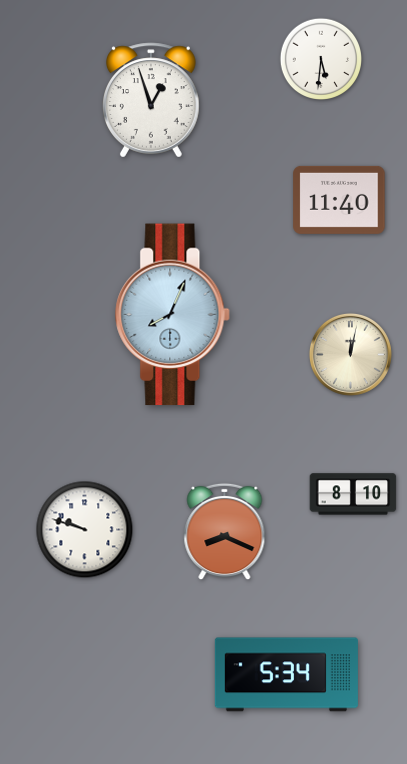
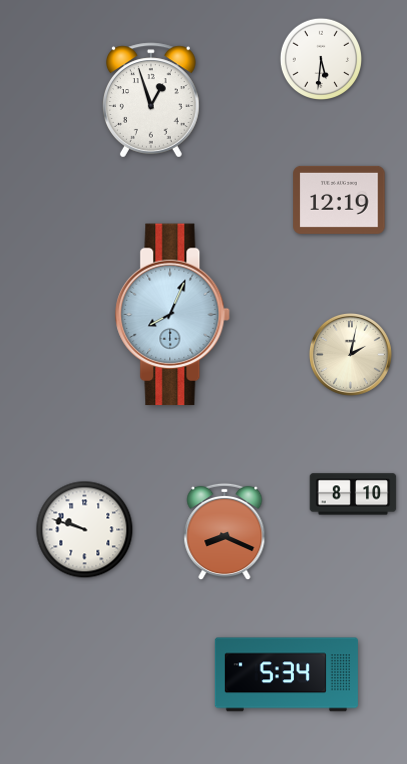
clock at (339, 200): 11:40 -> 12:19
clock at (350, 354): 12:02 -> 2:02
